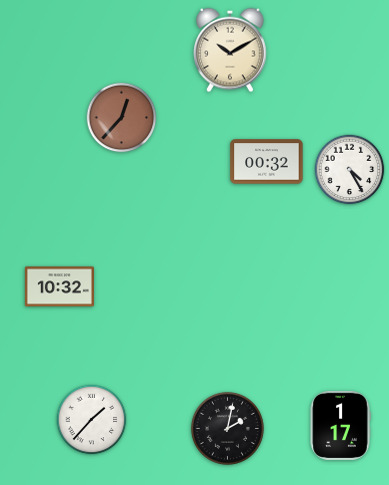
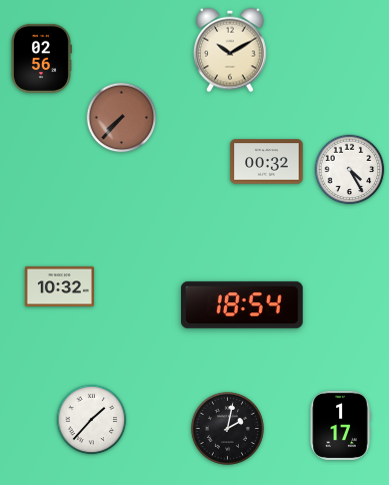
clock at (41, 58): none -> 02:56
clock at (122, 118): 12:37 -> 7:37
clock at (242, 305): none -> 18:54
